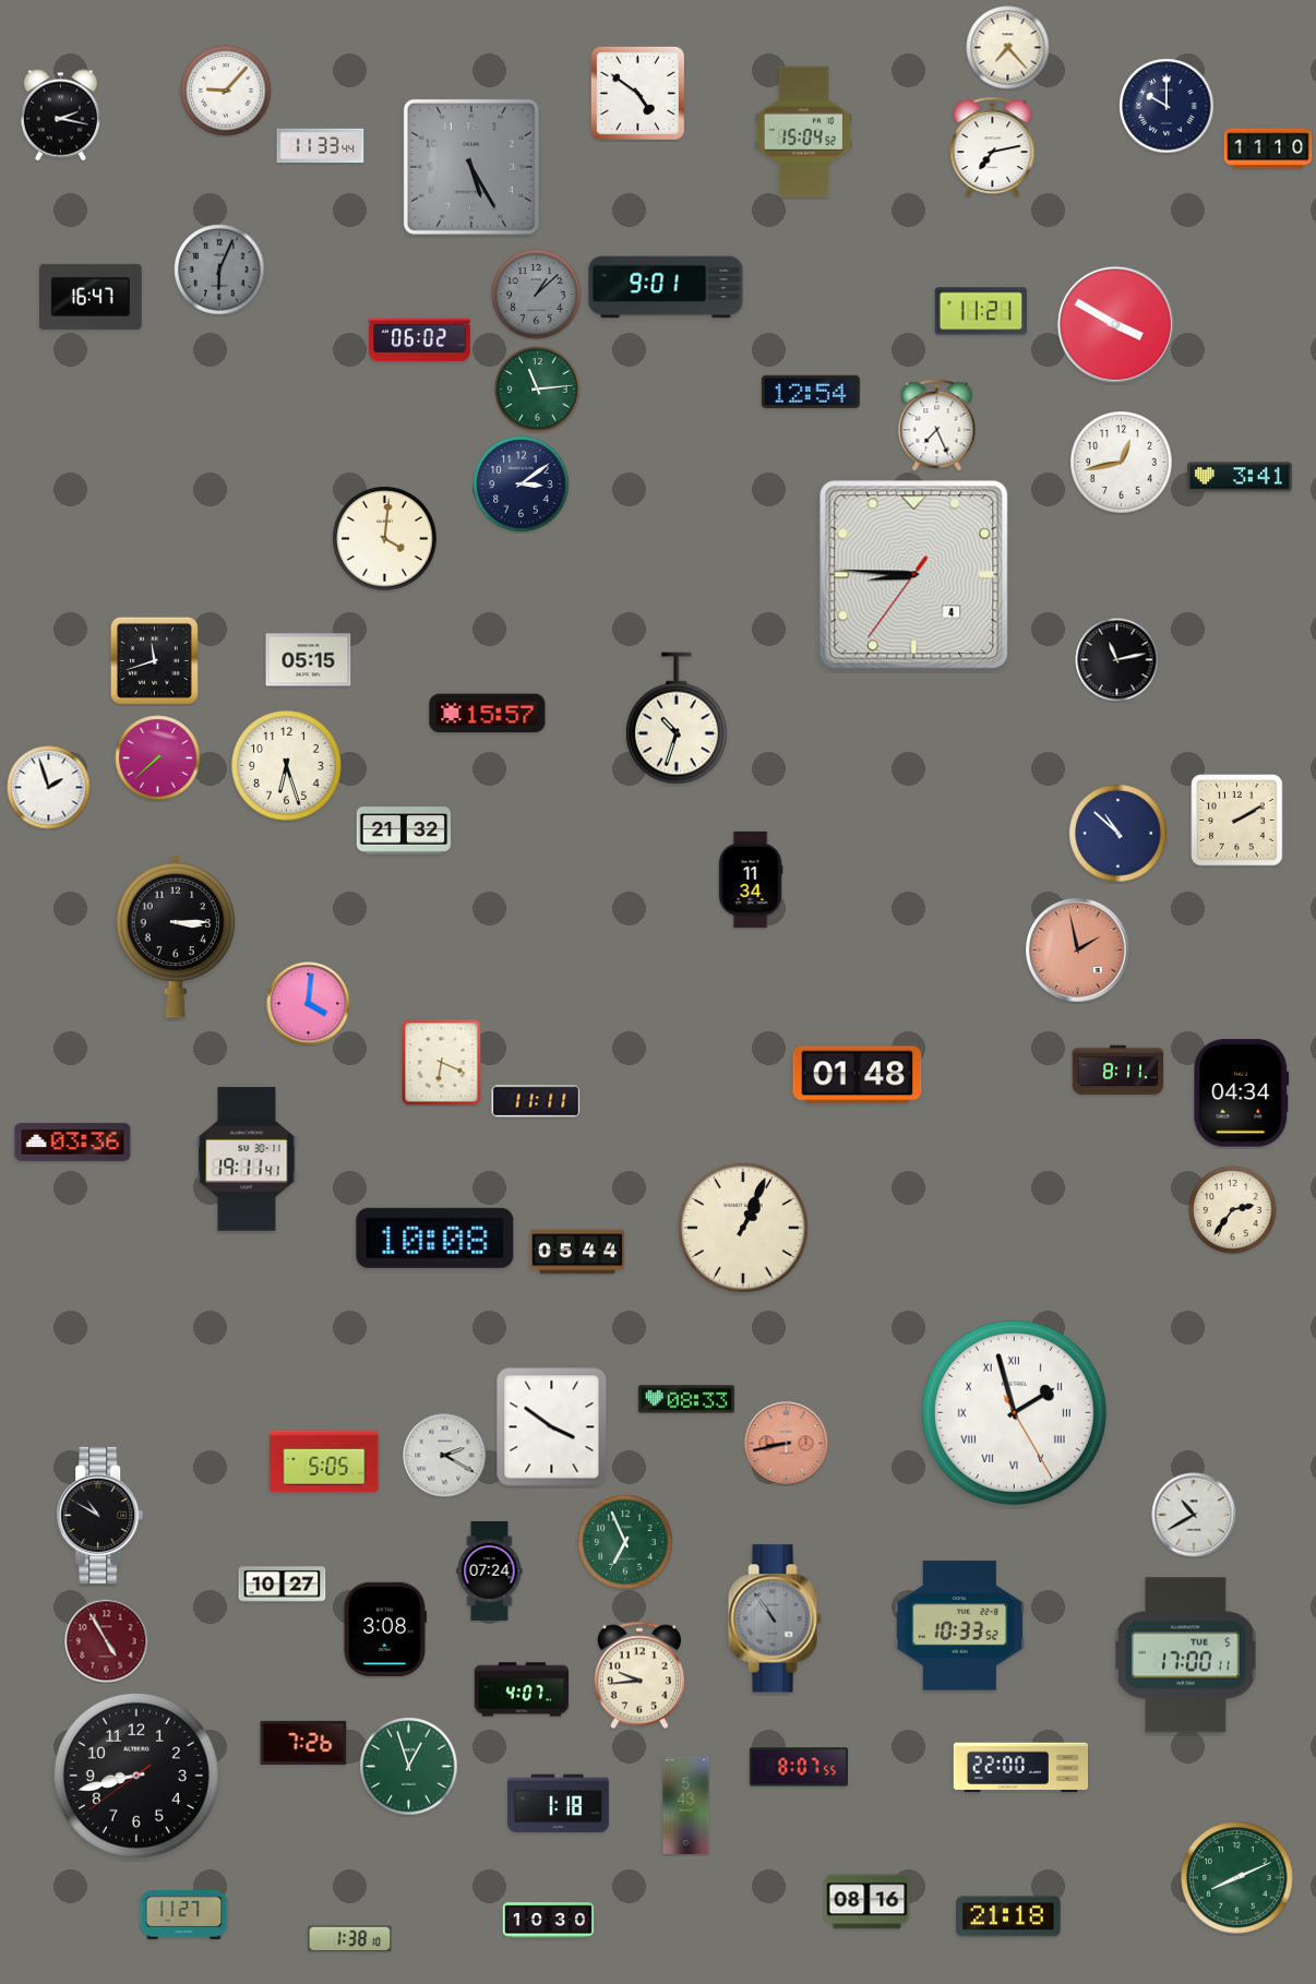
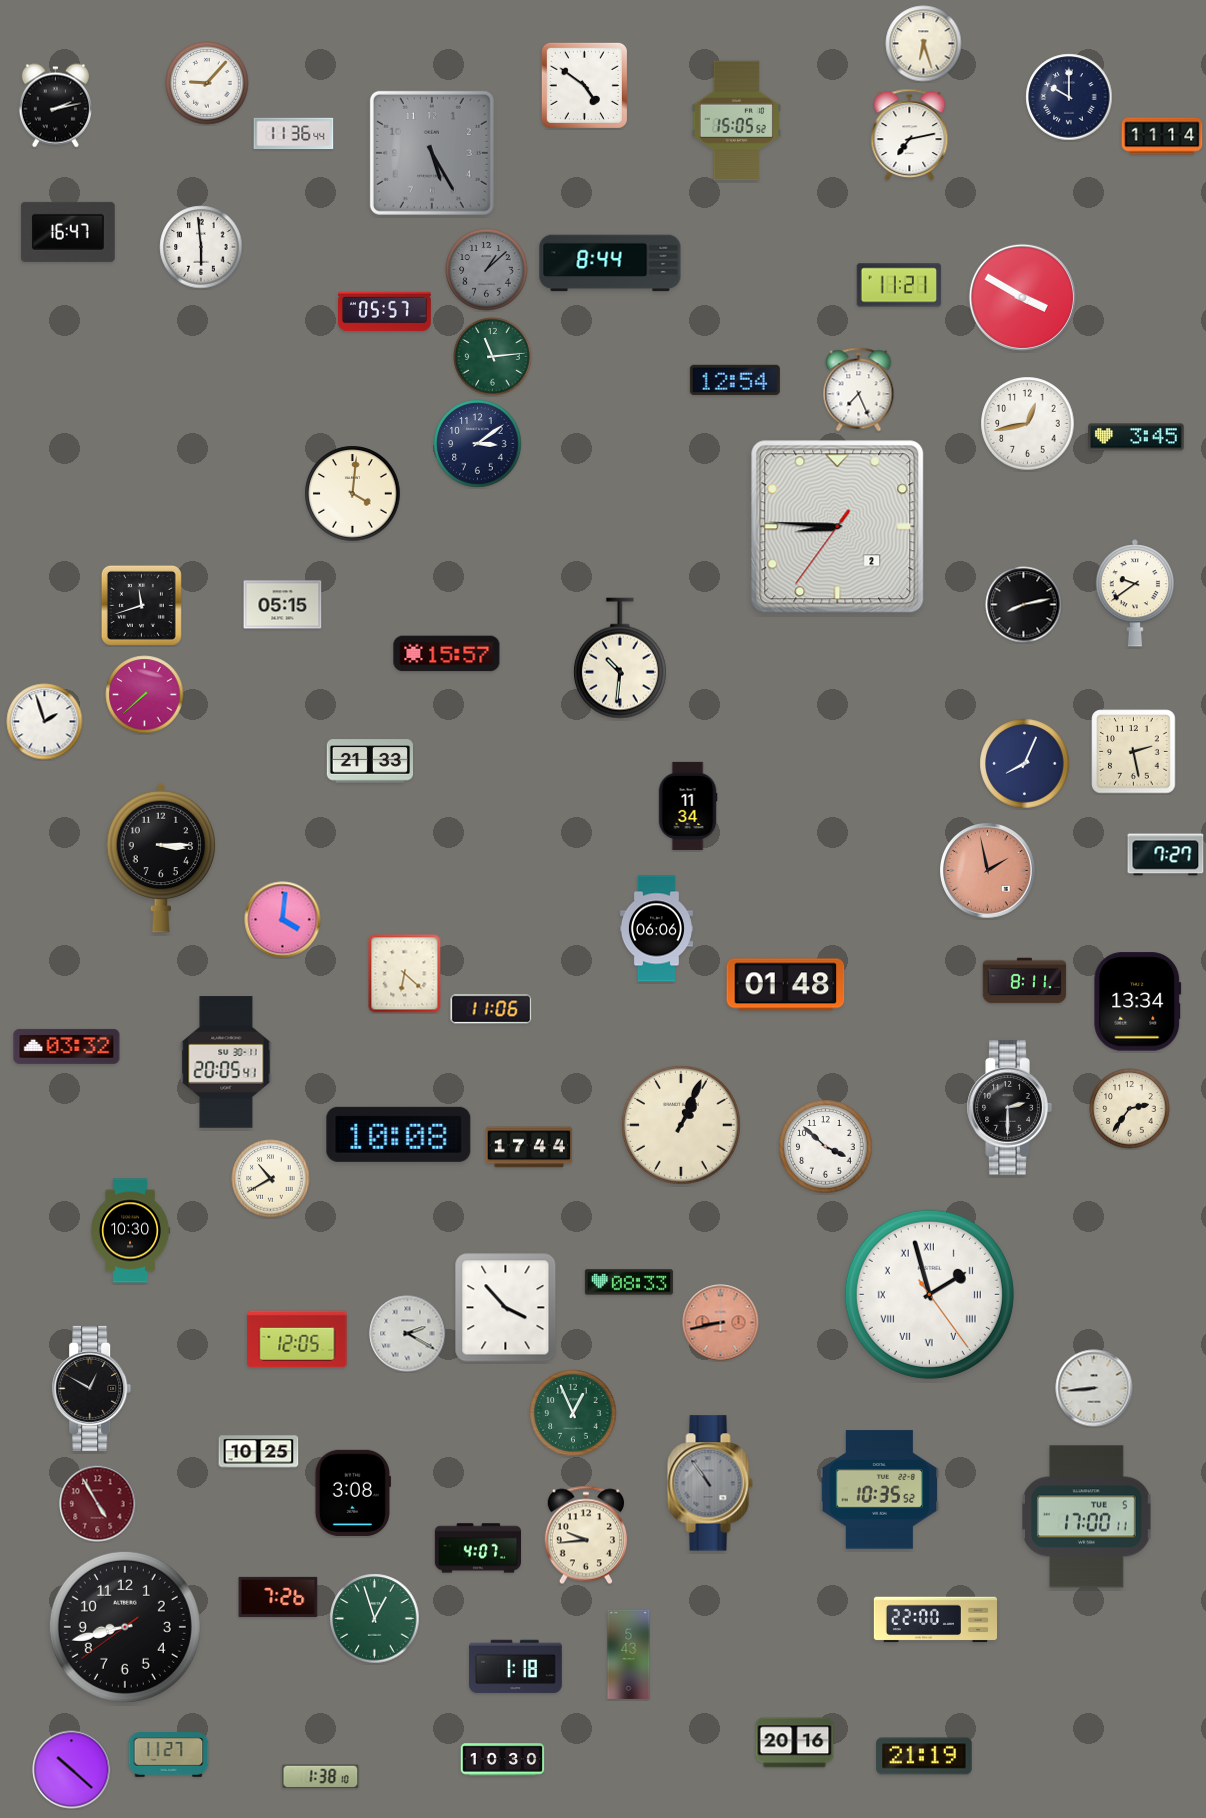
clock at (1008, 48): 7:23 -> 6:27
clock at (60, 116): 2:17 -> 2:13
clock at (803, 132): 15:04 -> 15:05
clock at (321, 146): 11:33 -> 11:36
clock at (1268, 148): 11:10 -> 11:14
clock at (219, 270): 6:04 -> 5:59
clock at (219, 270) dial: grey -> white
clock at (666, 287): 9:01 -> 8:44
clock at (537, 295) position: (537, 295) -> (487, 270)
clock at (91, 297) position: (91, 297) -> (68, 232)
clock at (420, 340): 06:02 -> 05:57
clock at (811, 392) position: (811, 392) -> (735, 380)
clock at (1240, 477): 3:41 -> 3:45
clock at (914, 575) date: 4 -> 2
clock at (1134, 593): none -> 9:39
clock at (1117, 660): 11:13 -> 8:13
clock at (677, 718): 10:33 -> 10:31
clock at (287, 766): 6:27 -> none
clock at (1237, 821): 2:10 -> 2:28
clock at (403, 830): 21:32 -> 21:33
clock at (1118, 834): 10:52 -> 8:04
clock at (1166, 855): none -> 7:27
clock at (656, 929): none -> 06:06
clock at (442, 1063): 6:19 -> 6:22
clock at (1242, 1093): 04:34 -> 13:34
clock at (536, 1101): 11:11 -> 11:06
clock at (73, 1142): 03:36 -> 03:32
clock at (247, 1159): 19:11 -> 20:05
clock at (1009, 1108): none -> 2:30
clock at (576, 1252): 05:44 -> 17:44
clock at (826, 1147): none -> 3:52
clock at (271, 1179): none -> 10:40
clock at (131, 1231): none -> 10:30
clock at (1014, 1412): 1:57:25 -> 1:57:24
clock at (552, 1427): 3:51 -> 3:53
clock at (324, 1461): 5:05 -> 12:05
clock at (100, 1515): 10:50 -> 12:50
clock at (1194, 1515): 10:40 -> 8:44
clock at (625, 1542): 6:56 -> 12:56
clock at (490, 1570): 07:24 -> none
clock at (283, 1585): 10:27 -> 10:25
clock at (960, 1626): 10:33 -> 10:35
clock at (799, 1767): 8:07 -> none
clock at (559, 1804) position: (559, 1804) -> (516, 1667)
clock at (1237, 1878): 8:11 -> none
clock at (868, 1902): 08:16 -> 20:16
clock at (1008, 1916): 21:18 -> 21:19
clock at (72, 1770): none -> 10:22
